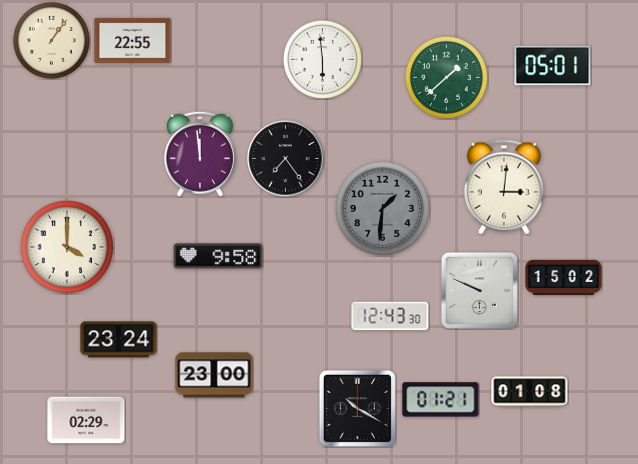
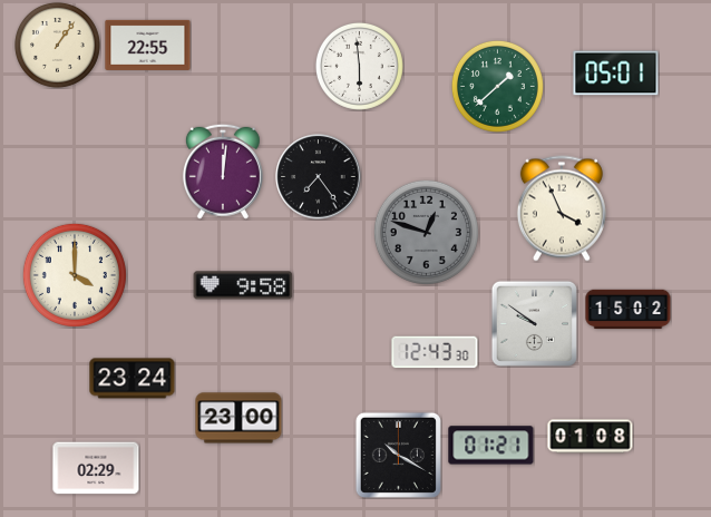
clock at (200, 154): 11:59 -> 12:01
clock at (504, 187): 3:01 -> 3:56
clock at (382, 208): 1:31 -> 12:48
clock at (479, 290): 9:49 -> 9:51
